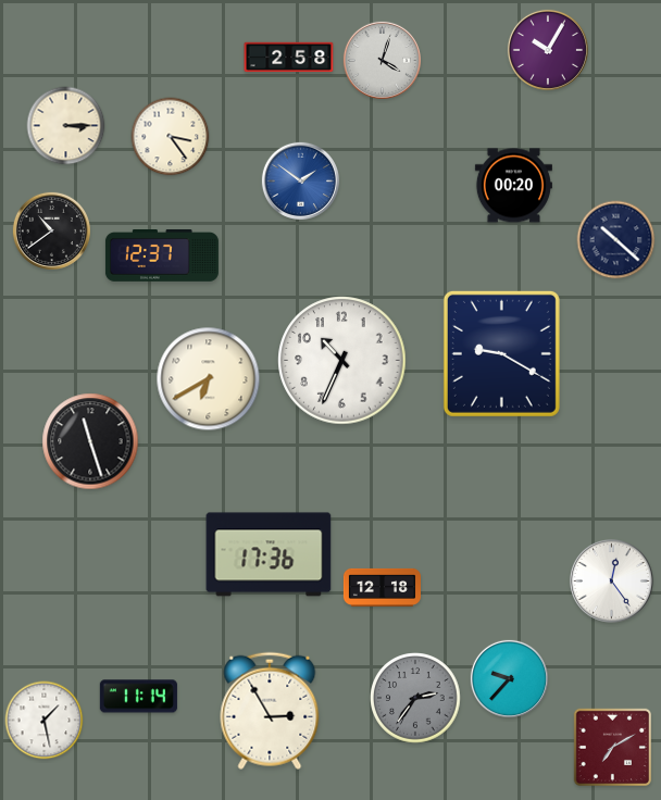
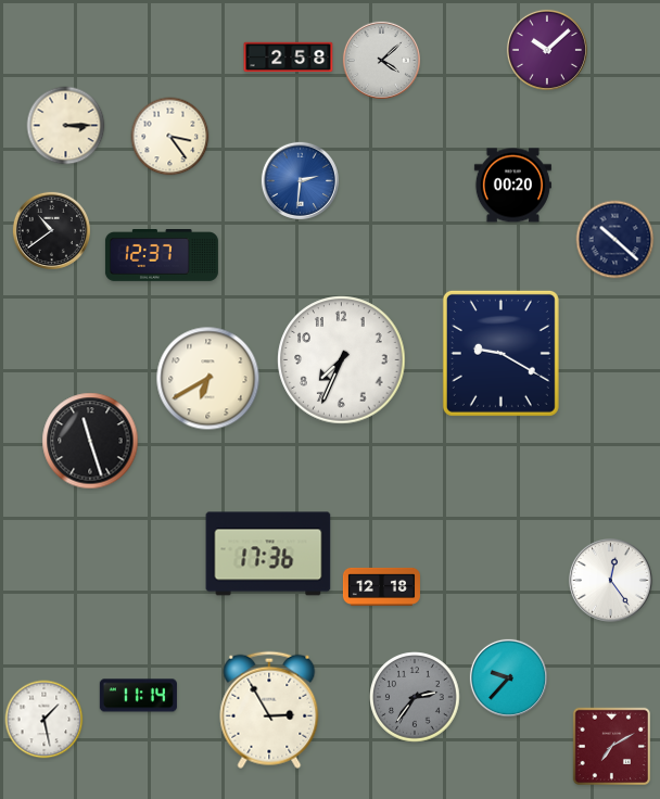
clock at (548, 50): 10:05 -> 10:08
clock at (382, 60): 4:03 -> 4:08
clock at (300, 180): 1:51 -> 2:31
clock at (342, 361): 10:34 -> 7:34
